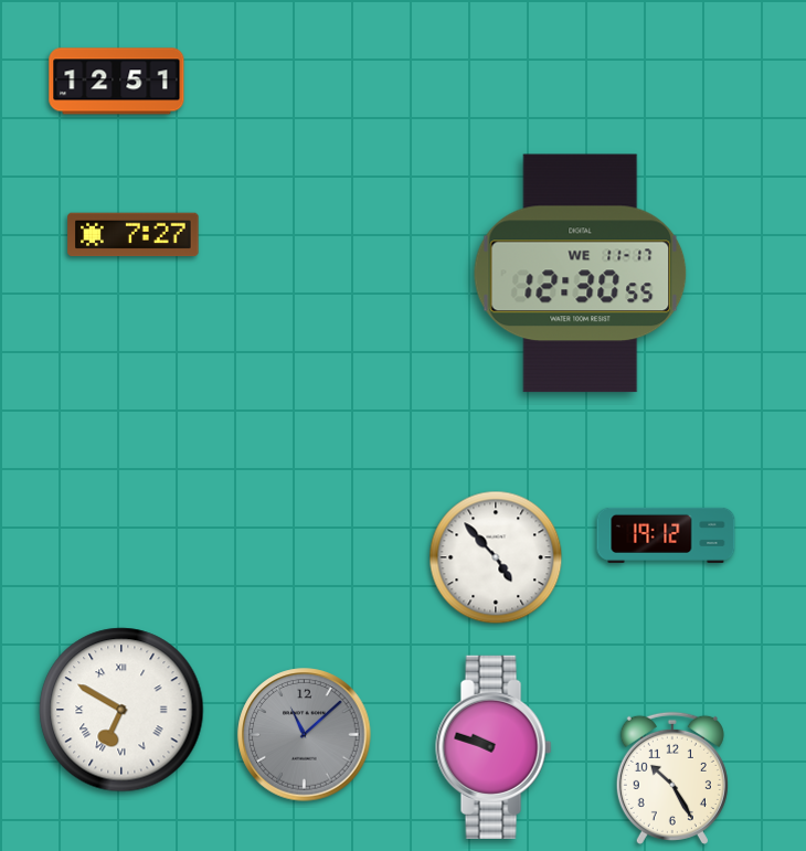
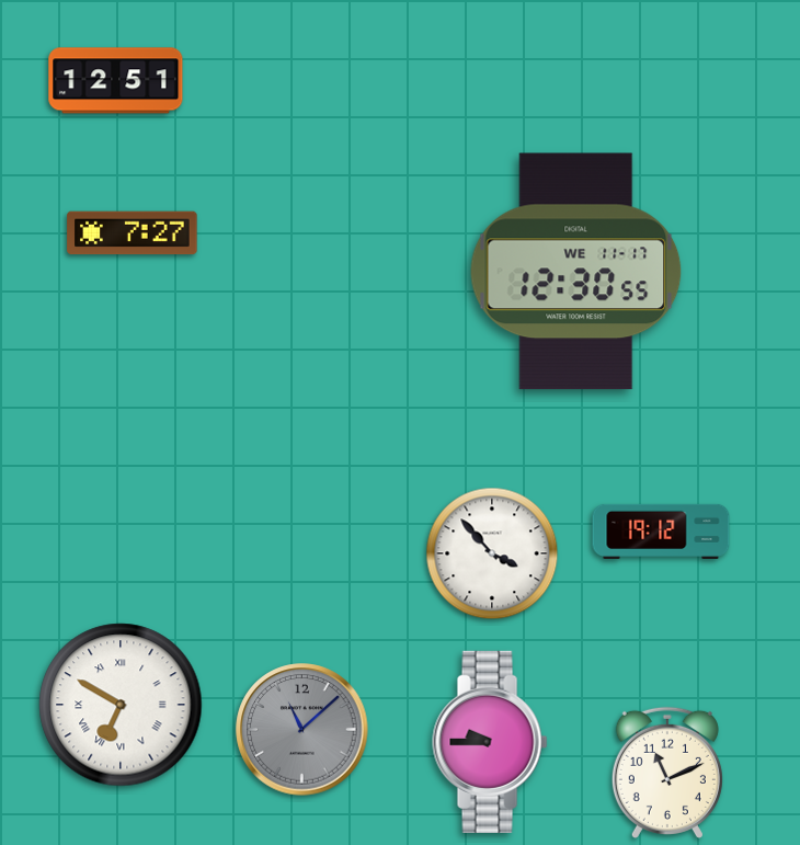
clock at (496, 557): 4:53 -> 3:53
clock at (494, 747): 9:48 -> 9:45
clock at (672, 778): 10:25 -> 11:11
